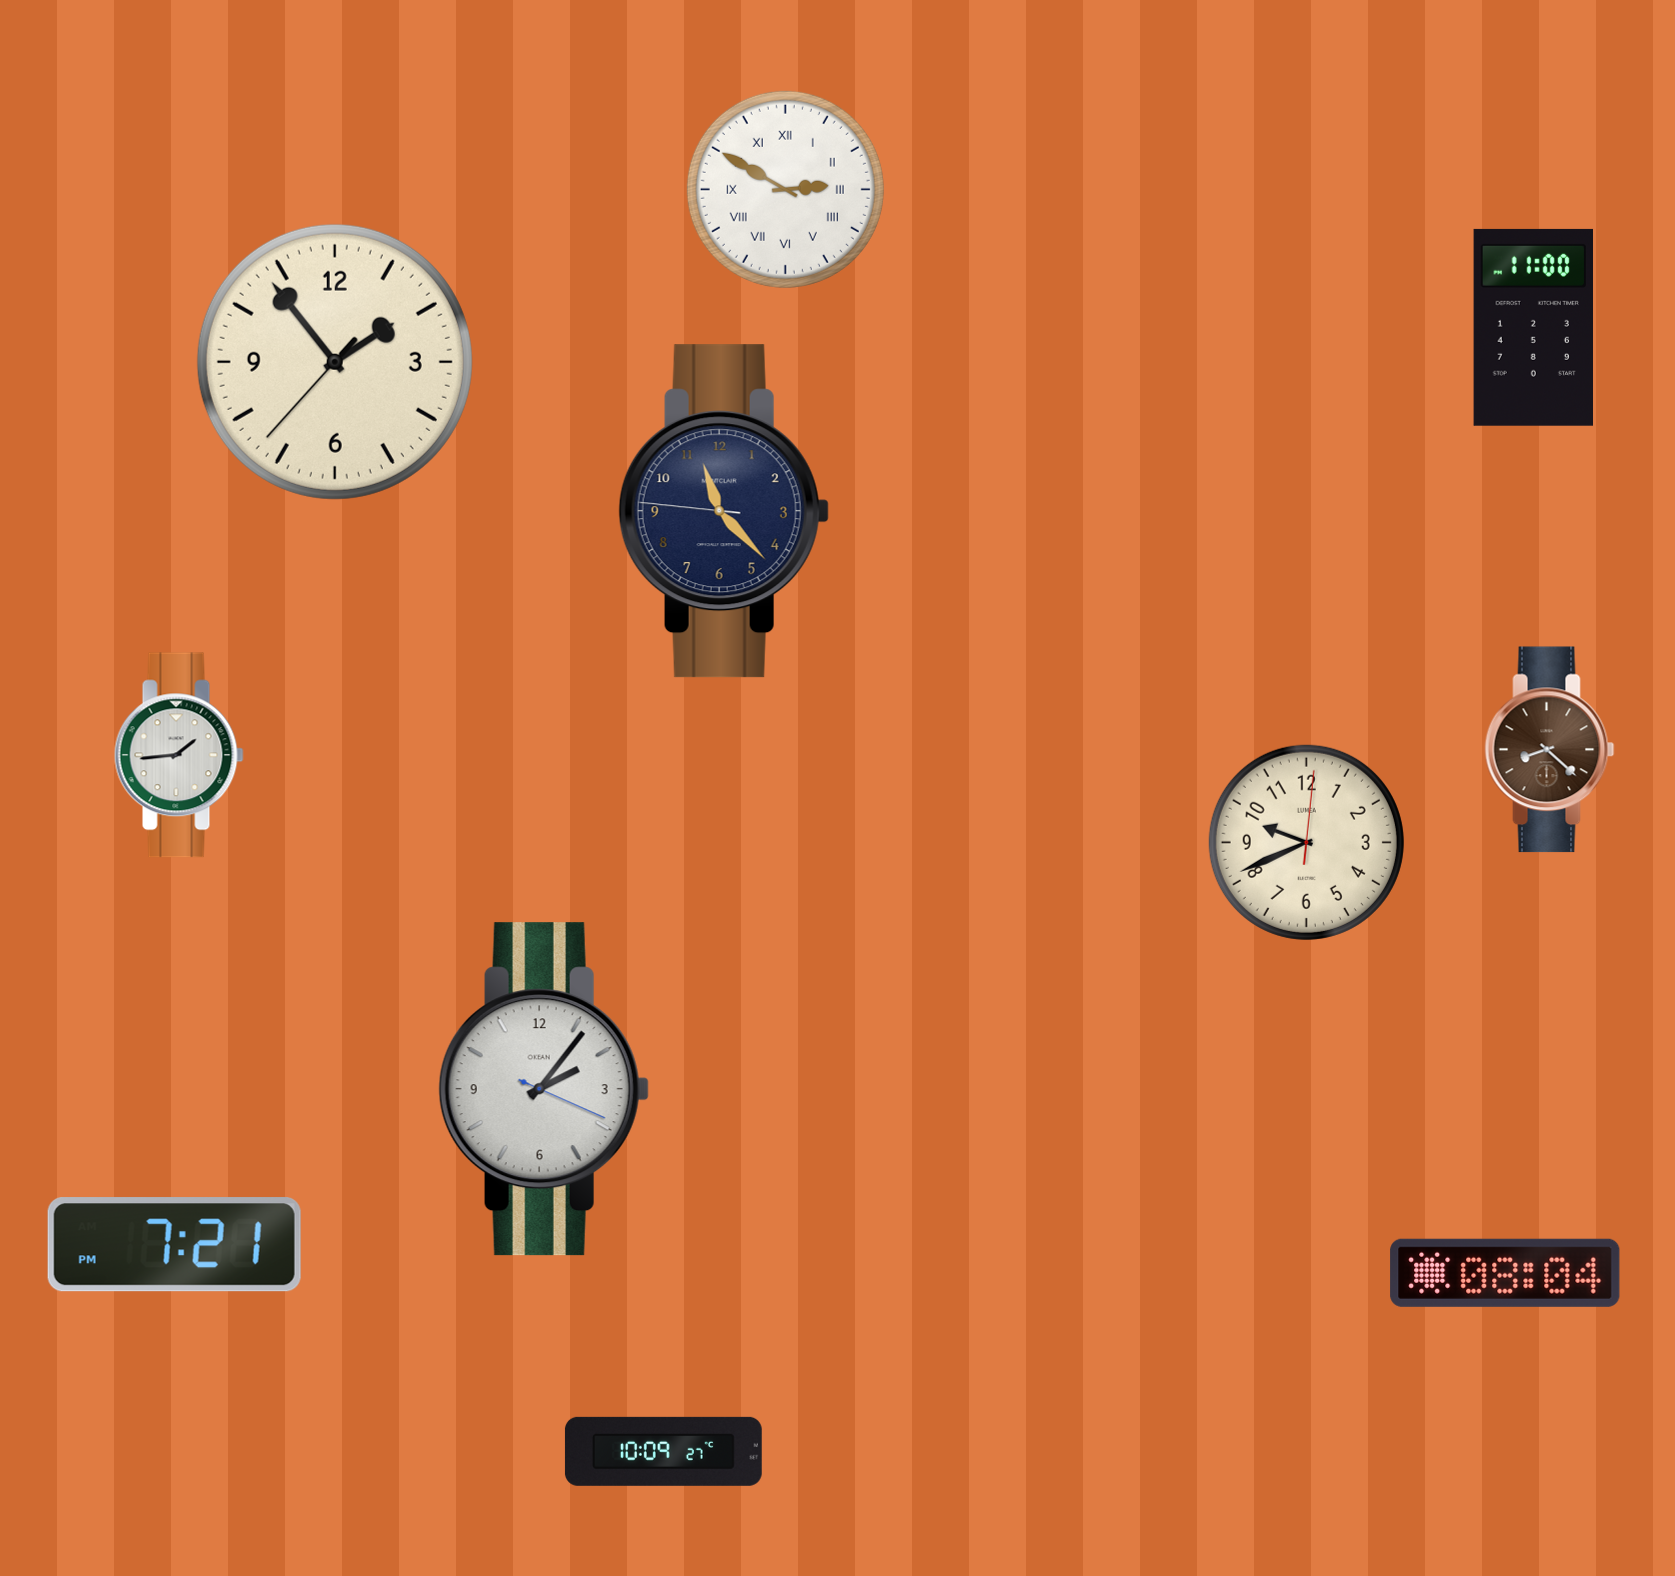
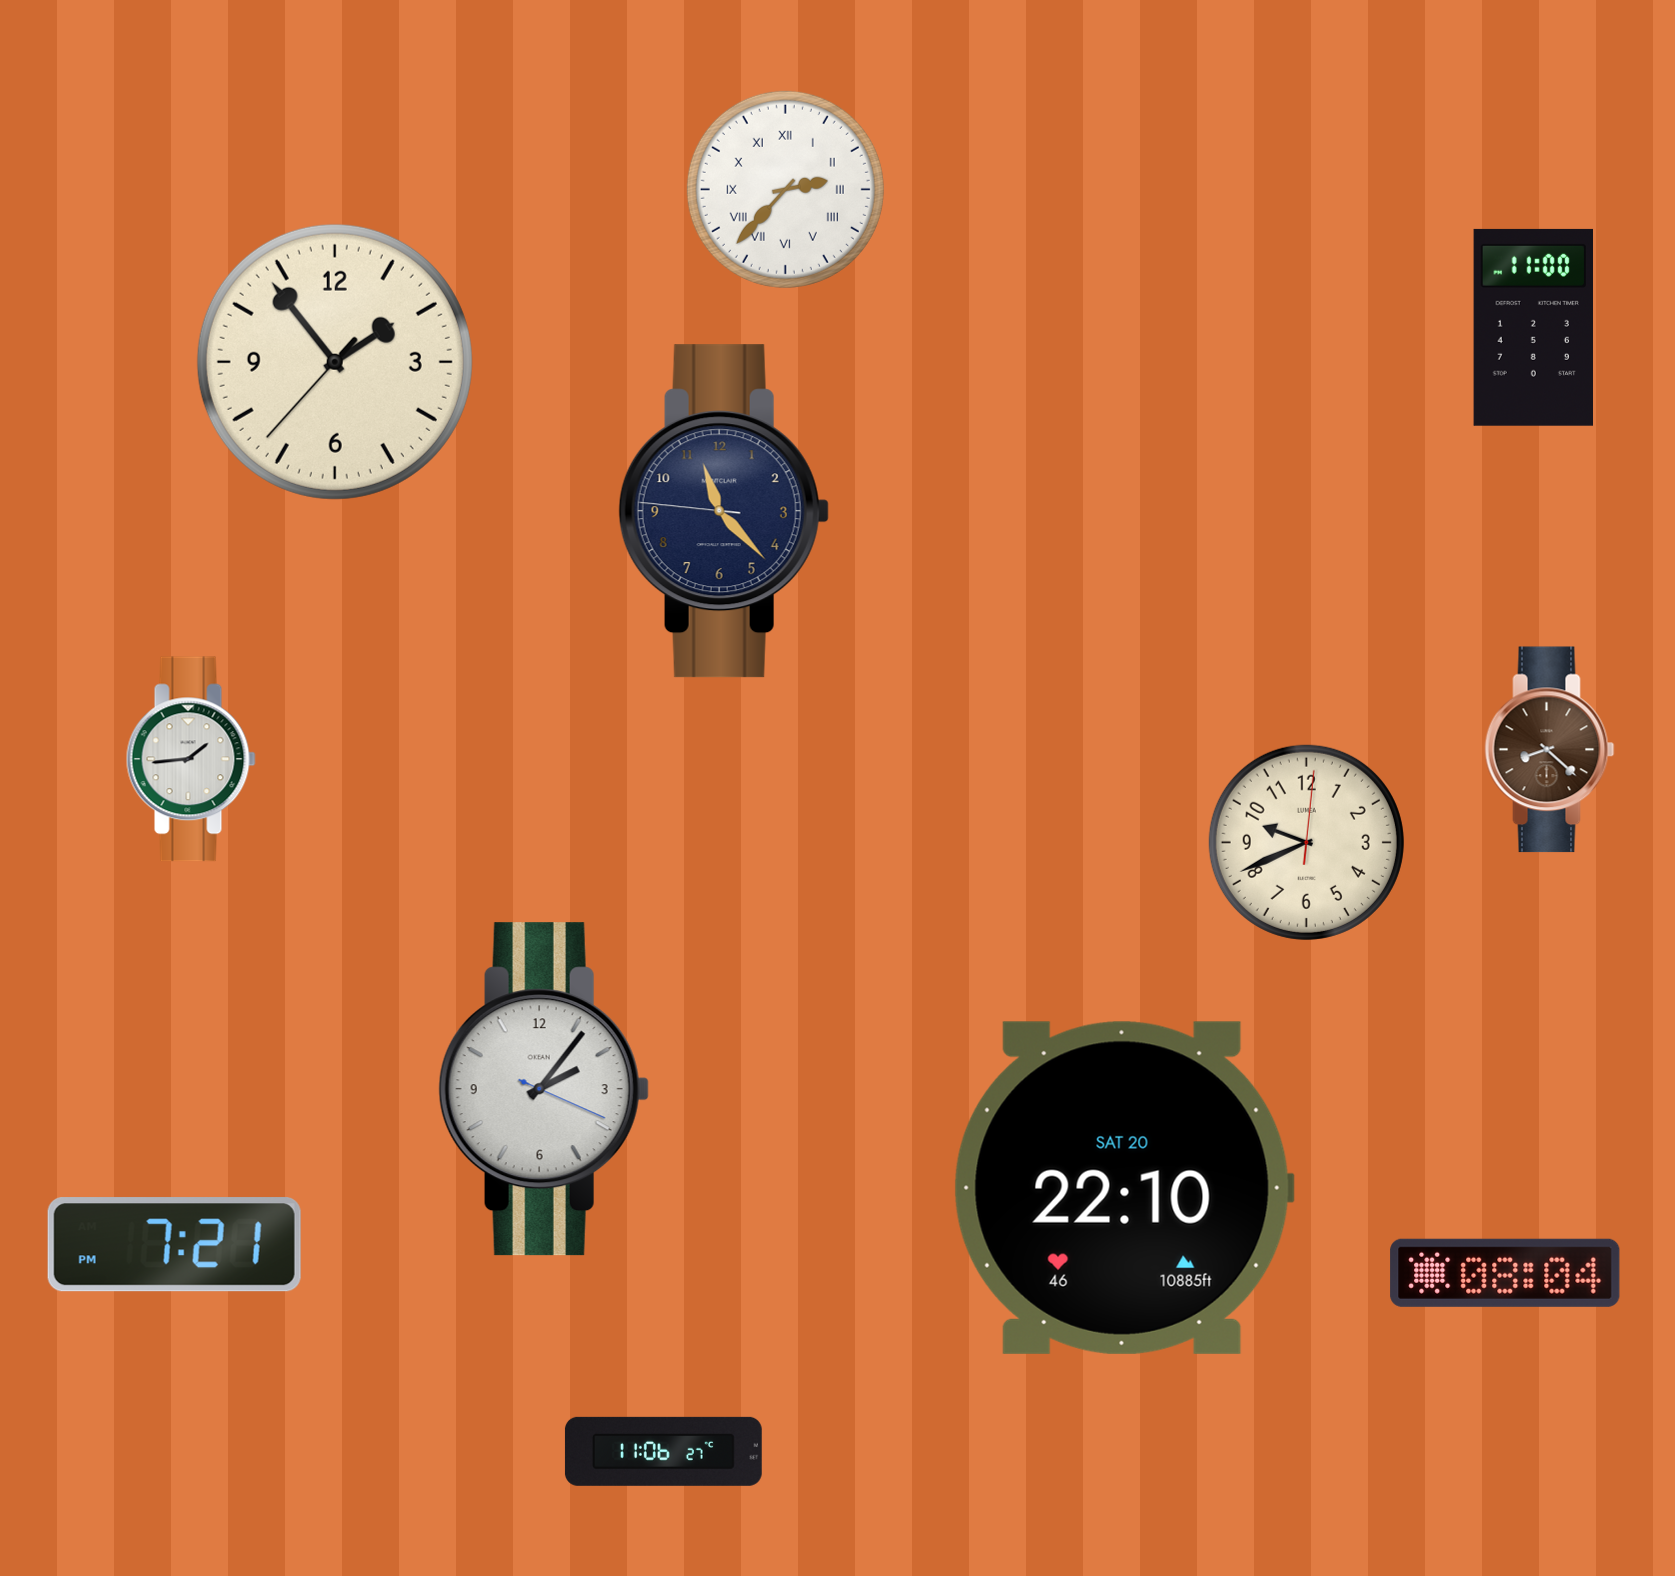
clock at (785, 189): 2:50 -> 2:37
clock at (179, 755) position: (179, 755) -> (191, 759)
clock at (1124, 1188): none -> 22:10
clock at (663, 1451): 10:09 -> 11:06
